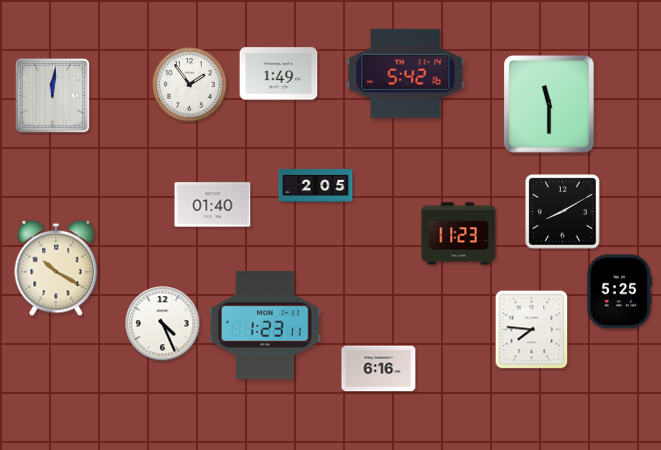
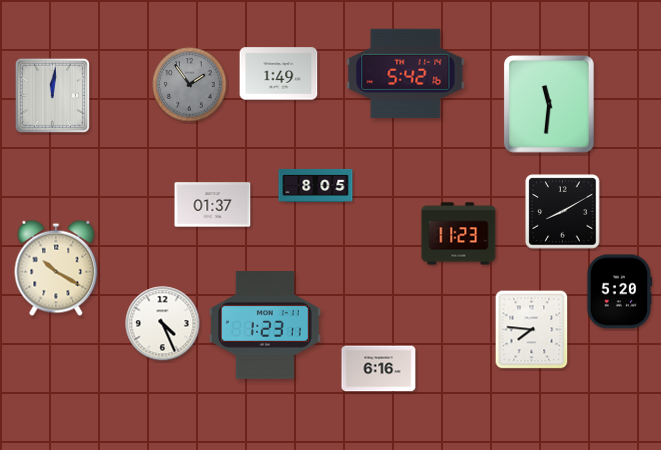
clock at (190, 85) dial: white -> grey
clock at (550, 105): 11:30 -> 11:31
clock at (316, 185): 2:05 -> 8:05
clock at (213, 205): 01:40 -> 01:37
clock at (620, 292): 5:25 -> 5:20
